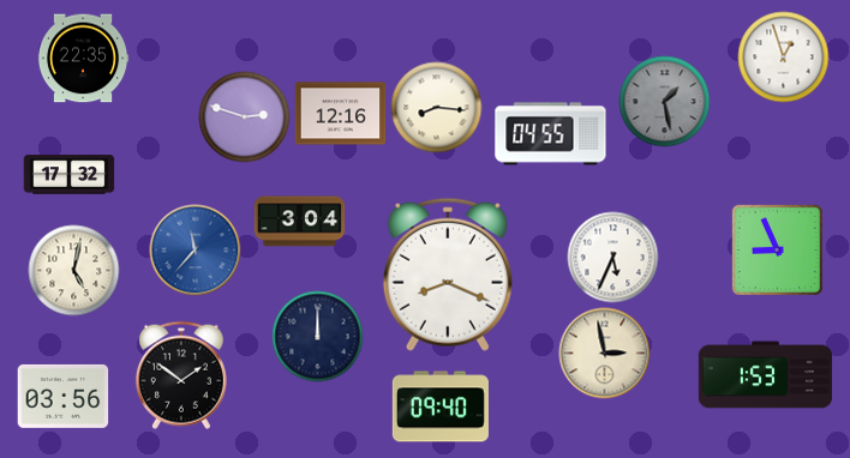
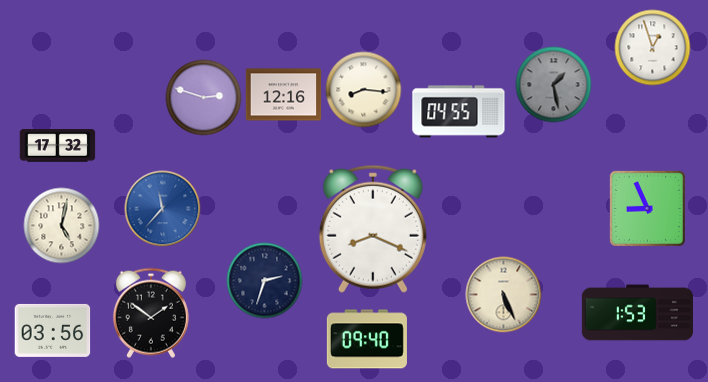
clock at (83, 59): 22:35 -> none
clock at (300, 222): 3:04 -> none
clock at (613, 258): 5:34 -> none
clock at (318, 337): 12:00 -> 2:33
clock at (605, 354): 2:58 -> 5:26
